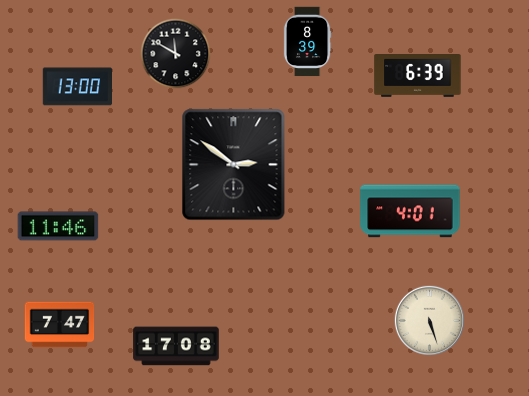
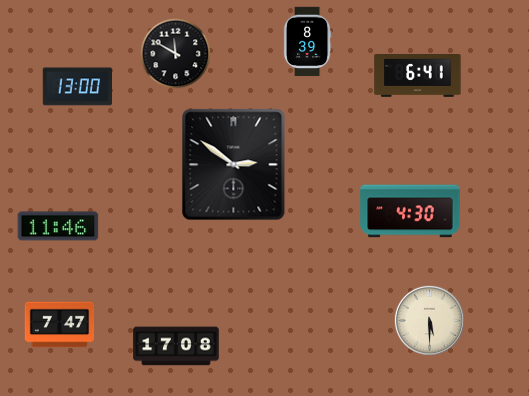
clock at (418, 76): 6:39 -> 6:41
clock at (410, 211): 4:01 -> 4:30
clock at (429, 320): 5:27 -> 5:30
